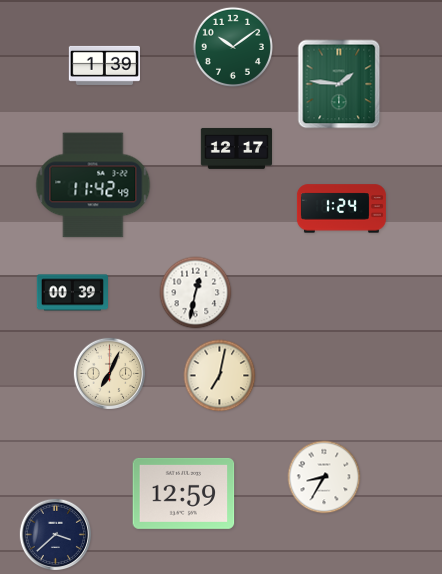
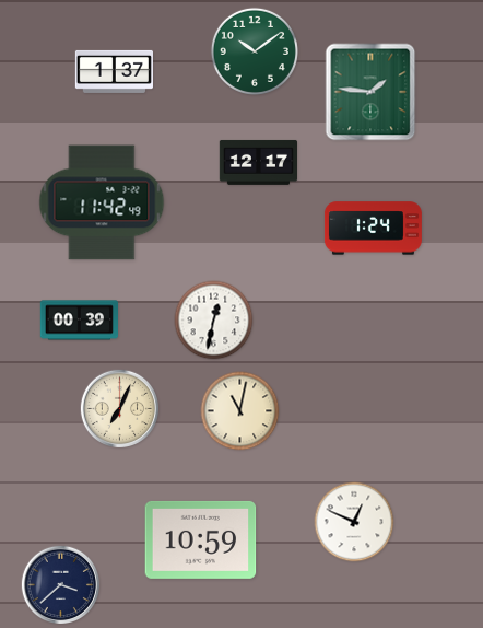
clock at (104, 65): 1:39 -> 1:37
clock at (220, 376): 7:02 -> 11:02
clock at (324, 477): 8:35 -> 12:49
clock at (184, 493): 12:59 -> 10:59
